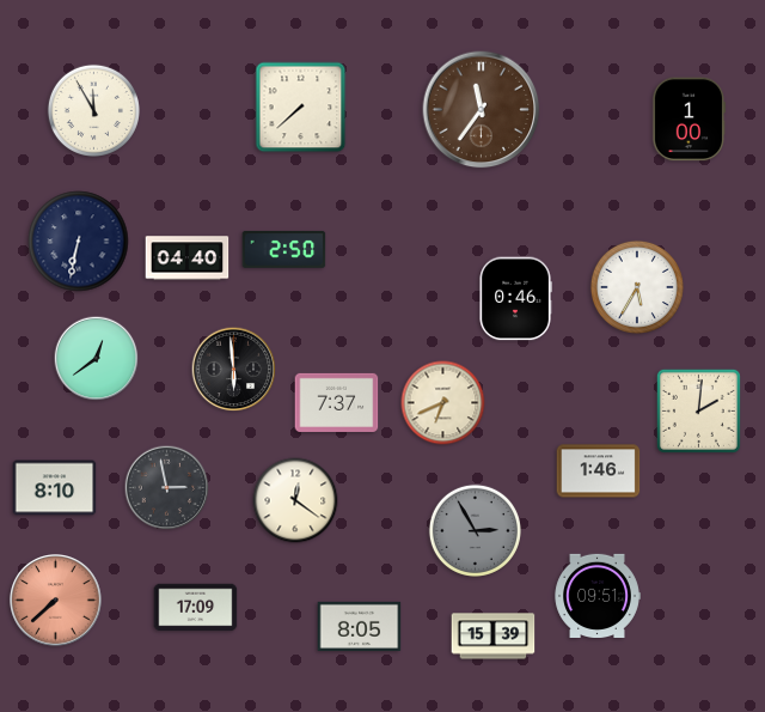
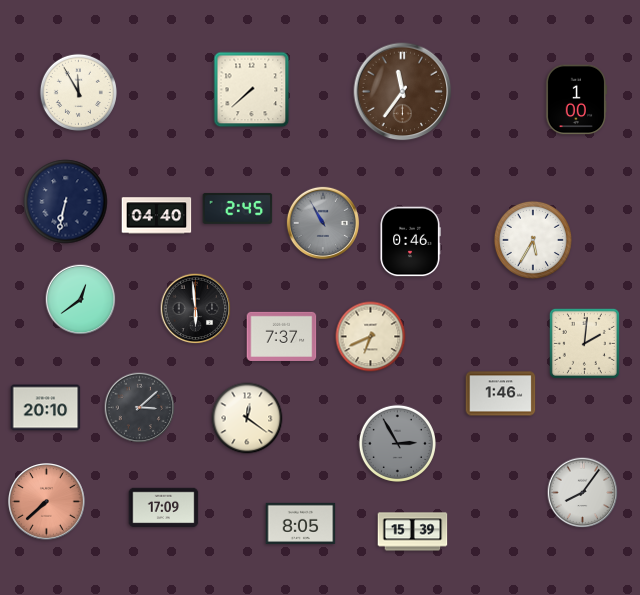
clock at (284, 250): 2:50 -> 2:45
clock at (323, 223): none -> 10:55
clock at (515, 299) position: (515, 299) -> (410, 242)
clock at (55, 488): 8:10 -> 20:10
clock at (167, 488): 2:58 -> 3:08
clock at (583, 493): none -> 8:06
clock at (598, 595): 09:51 -> none
